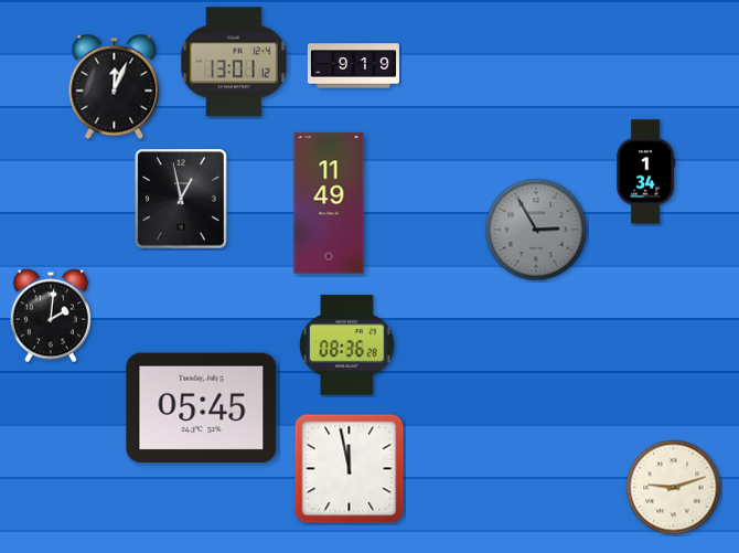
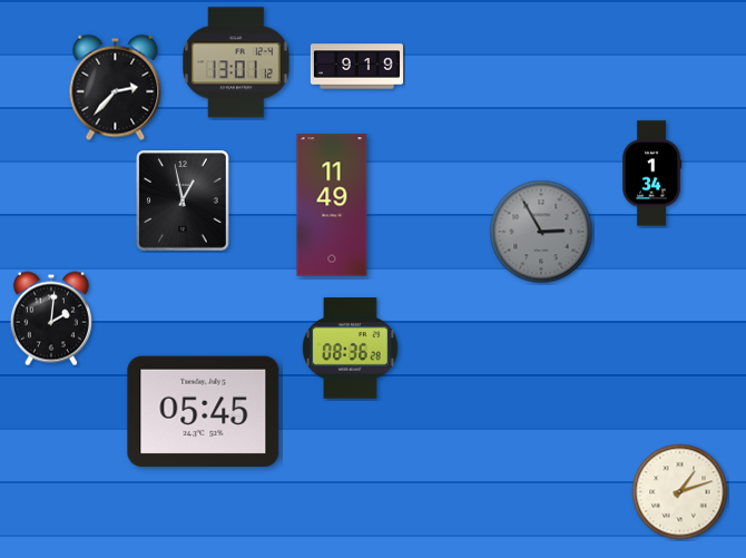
clock at (115, 87): 12:04 -> 2:37
clock at (350, 469): 11:58 -> none
clock at (674, 488): 9:12 -> 1:12
